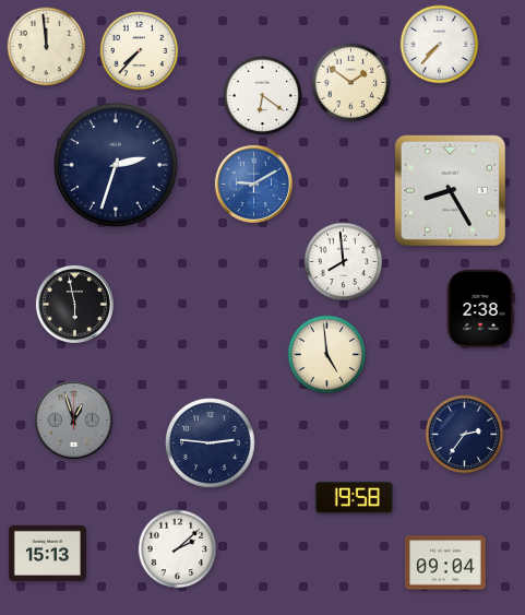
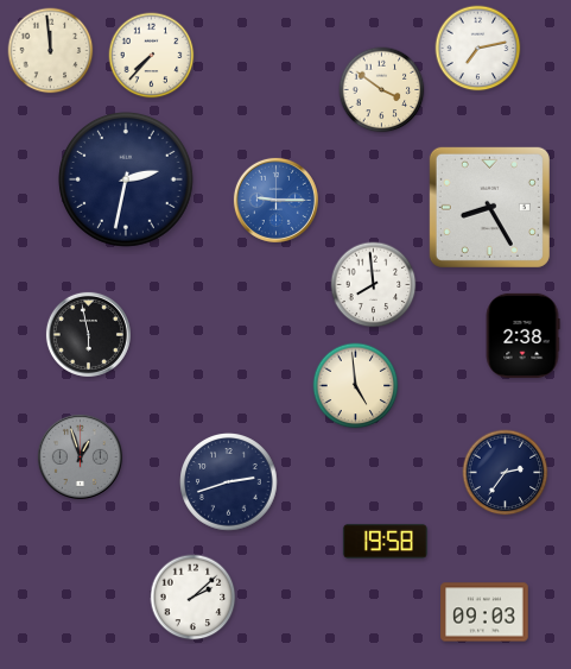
clock at (440, 45): 7:37 -> 7:13
clock at (351, 83): 1:51 -> 3:51
clock at (263, 96): 6:21 -> none
clock at (116, 165): 2:33 -> 2:32
clock at (253, 184): 9:10 -> 9:15
clock at (74, 304) position: (74, 304) -> (88, 334)
clock at (211, 443): 2:46 -> 2:42
clock at (47, 553): 15:13 -> none
clock at (445, 563): 09:04 -> 09:03
